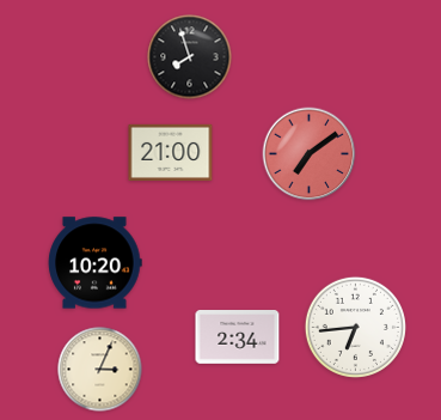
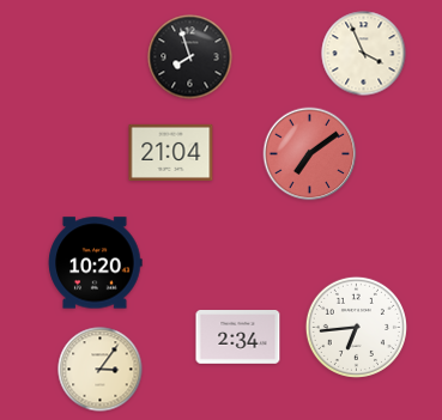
clock at (364, 54): none -> 3:56
clock at (171, 152): 21:00 -> 21:04
clock at (100, 370): 3:04 -> 3:06
